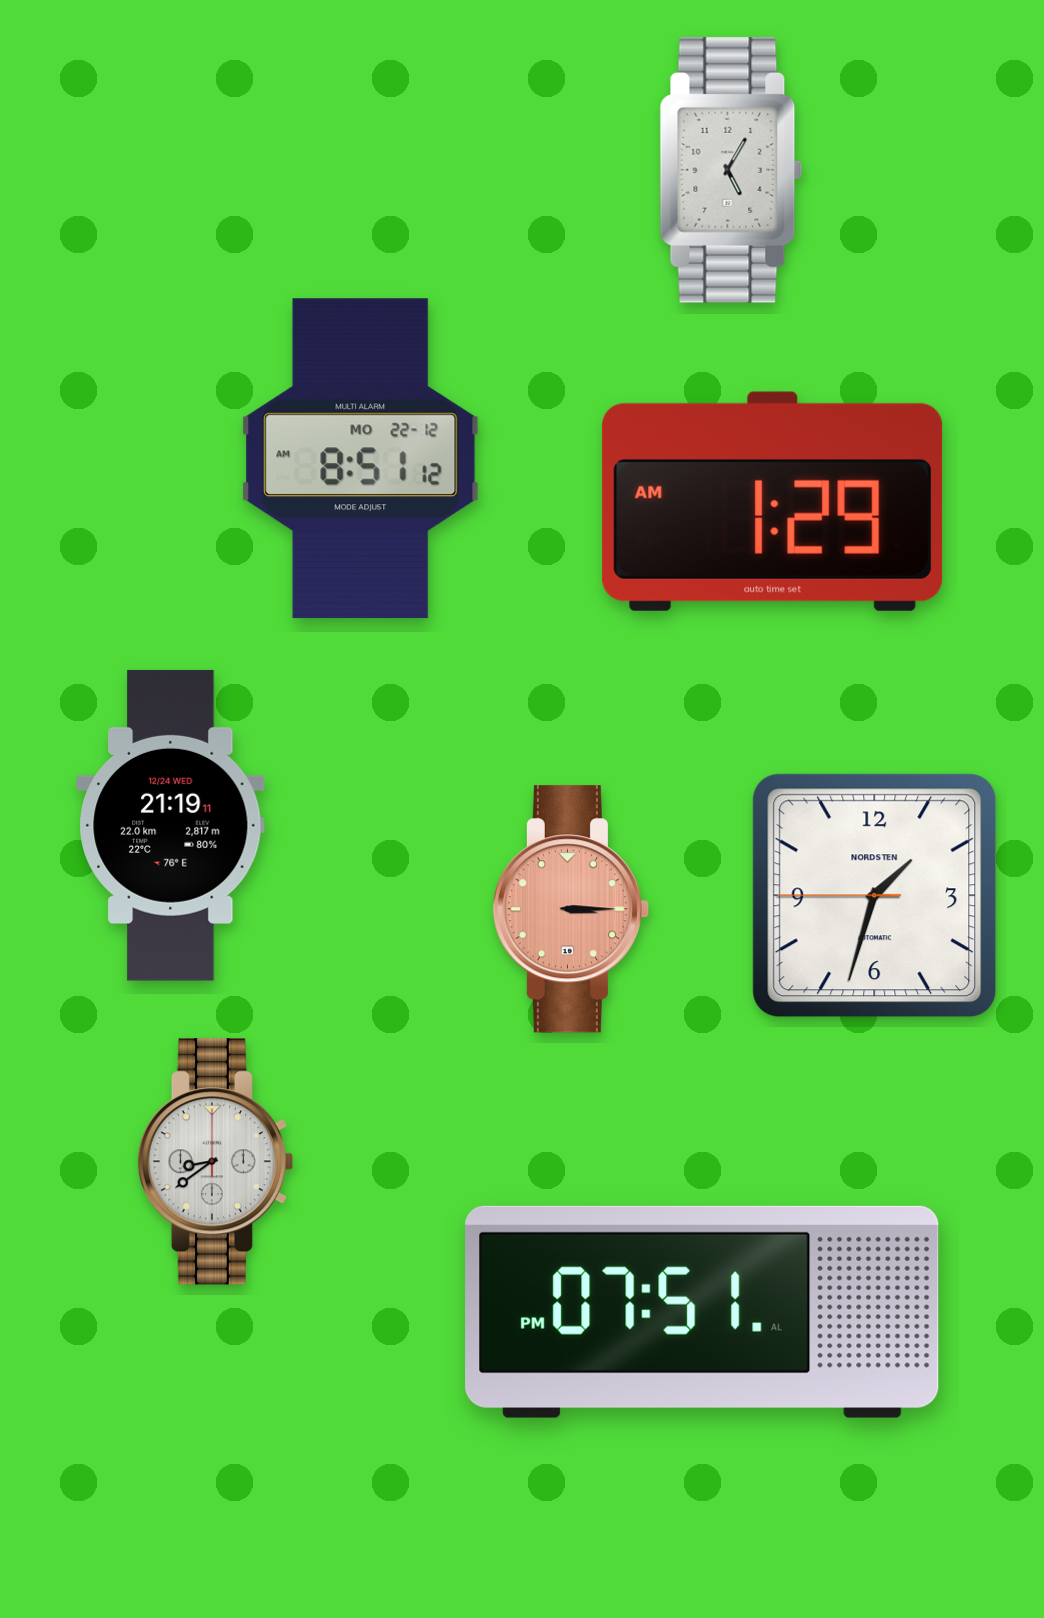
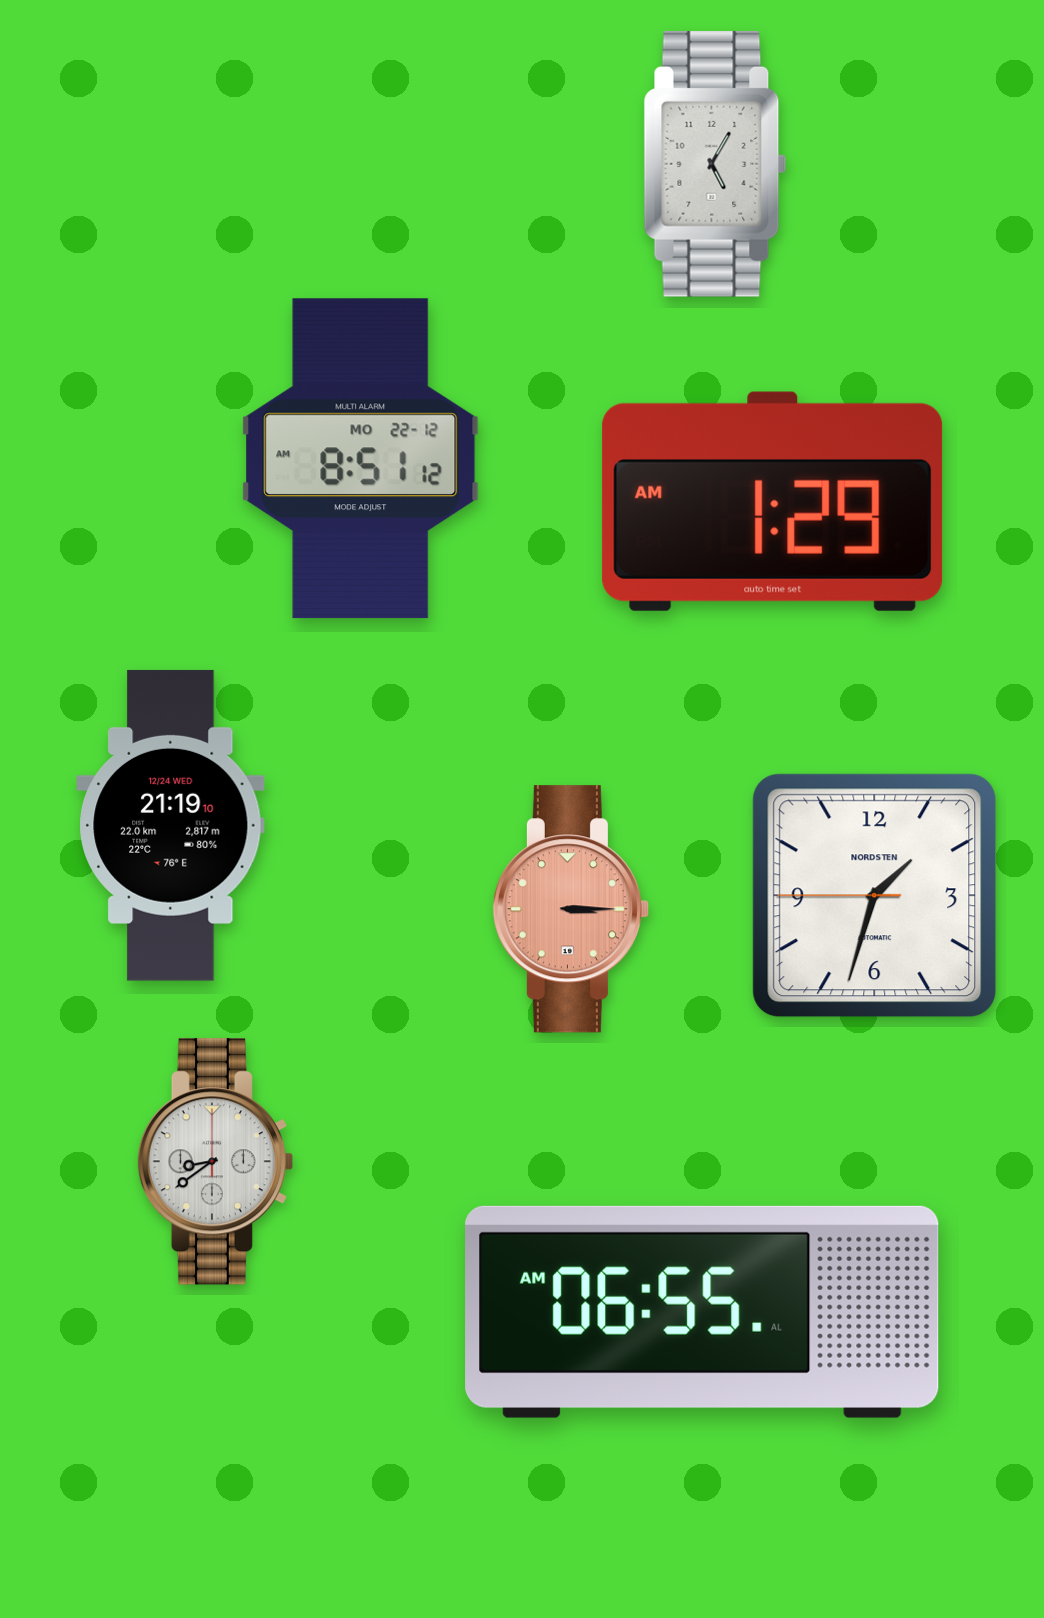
clock at (731, 170) position: (731, 170) -> (715, 164)
clock at (171, 825): 21:19:11 -> 21:19:10
clock at (702, 1312): 07:51 -> 06:55
